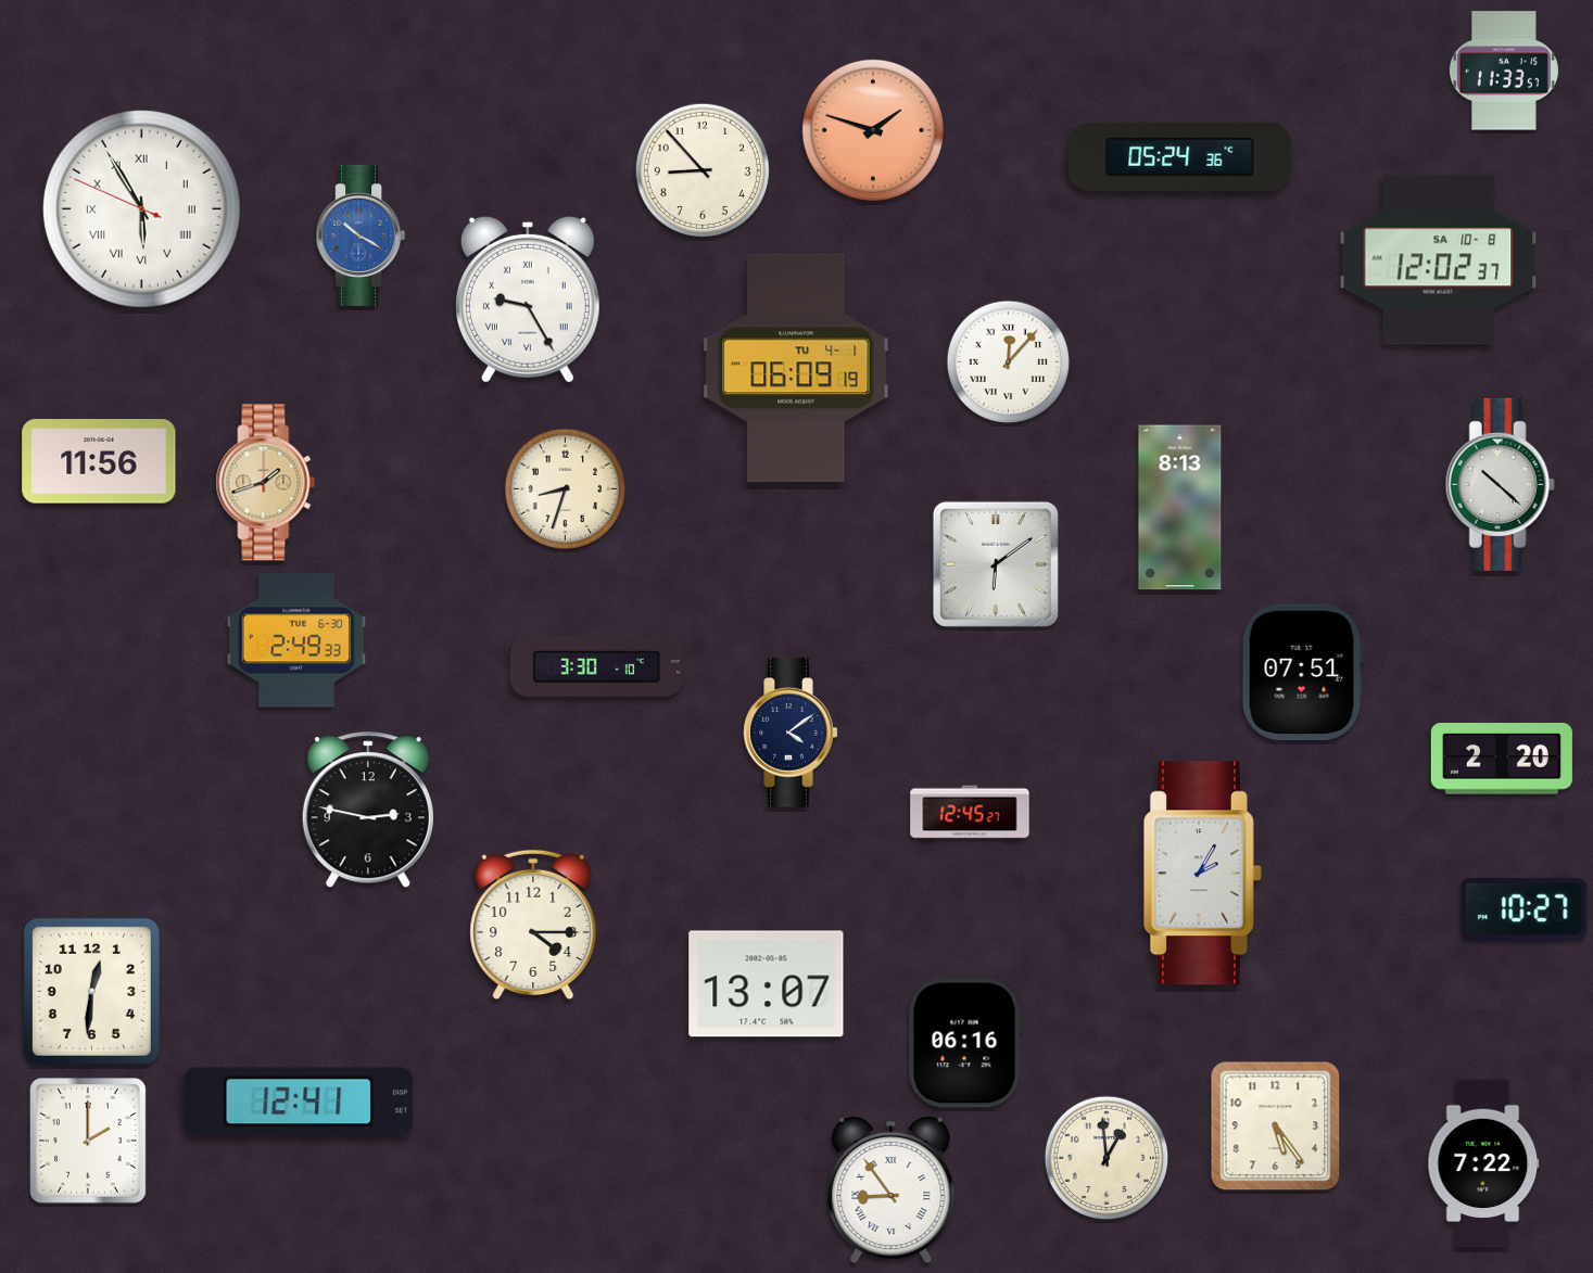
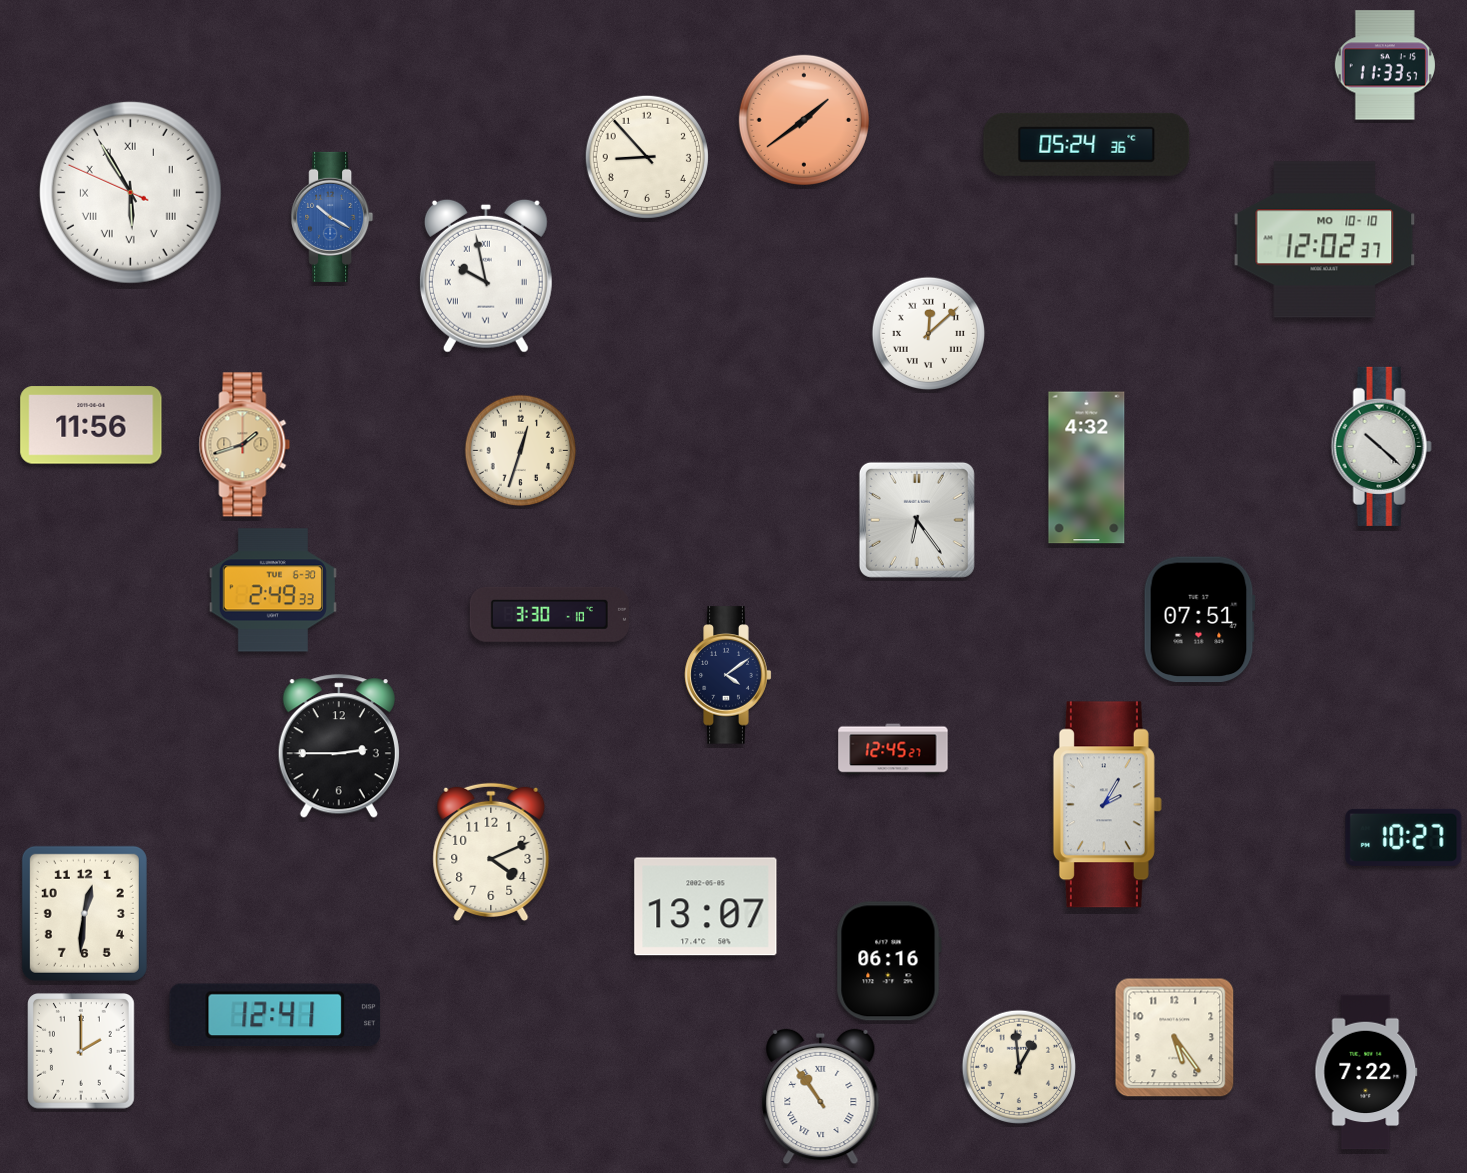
clock at (873, 130): 1:48 -> 1:39
clock at (1439, 260) date: SA 10-8 -> MO 10-10
clock at (528, 300): 9:25 -> 9:58
clock at (1009, 362): 12:07 -> 12:08
clock at (796, 368): 06:09 -> none
clock at (566, 489): 8:33 -> 12:33
clock at (1180, 508): 8:13 -> 4:32
clock at (996, 564): 6:09 -> 6:24
clock at (1502, 759): 2:20 -> none
clock at (368, 811): 2:47 -> 2:45
clock at (533, 924): 4:15 -> 4:11
clock at (892, 1191): 8:54 -> 10:54
